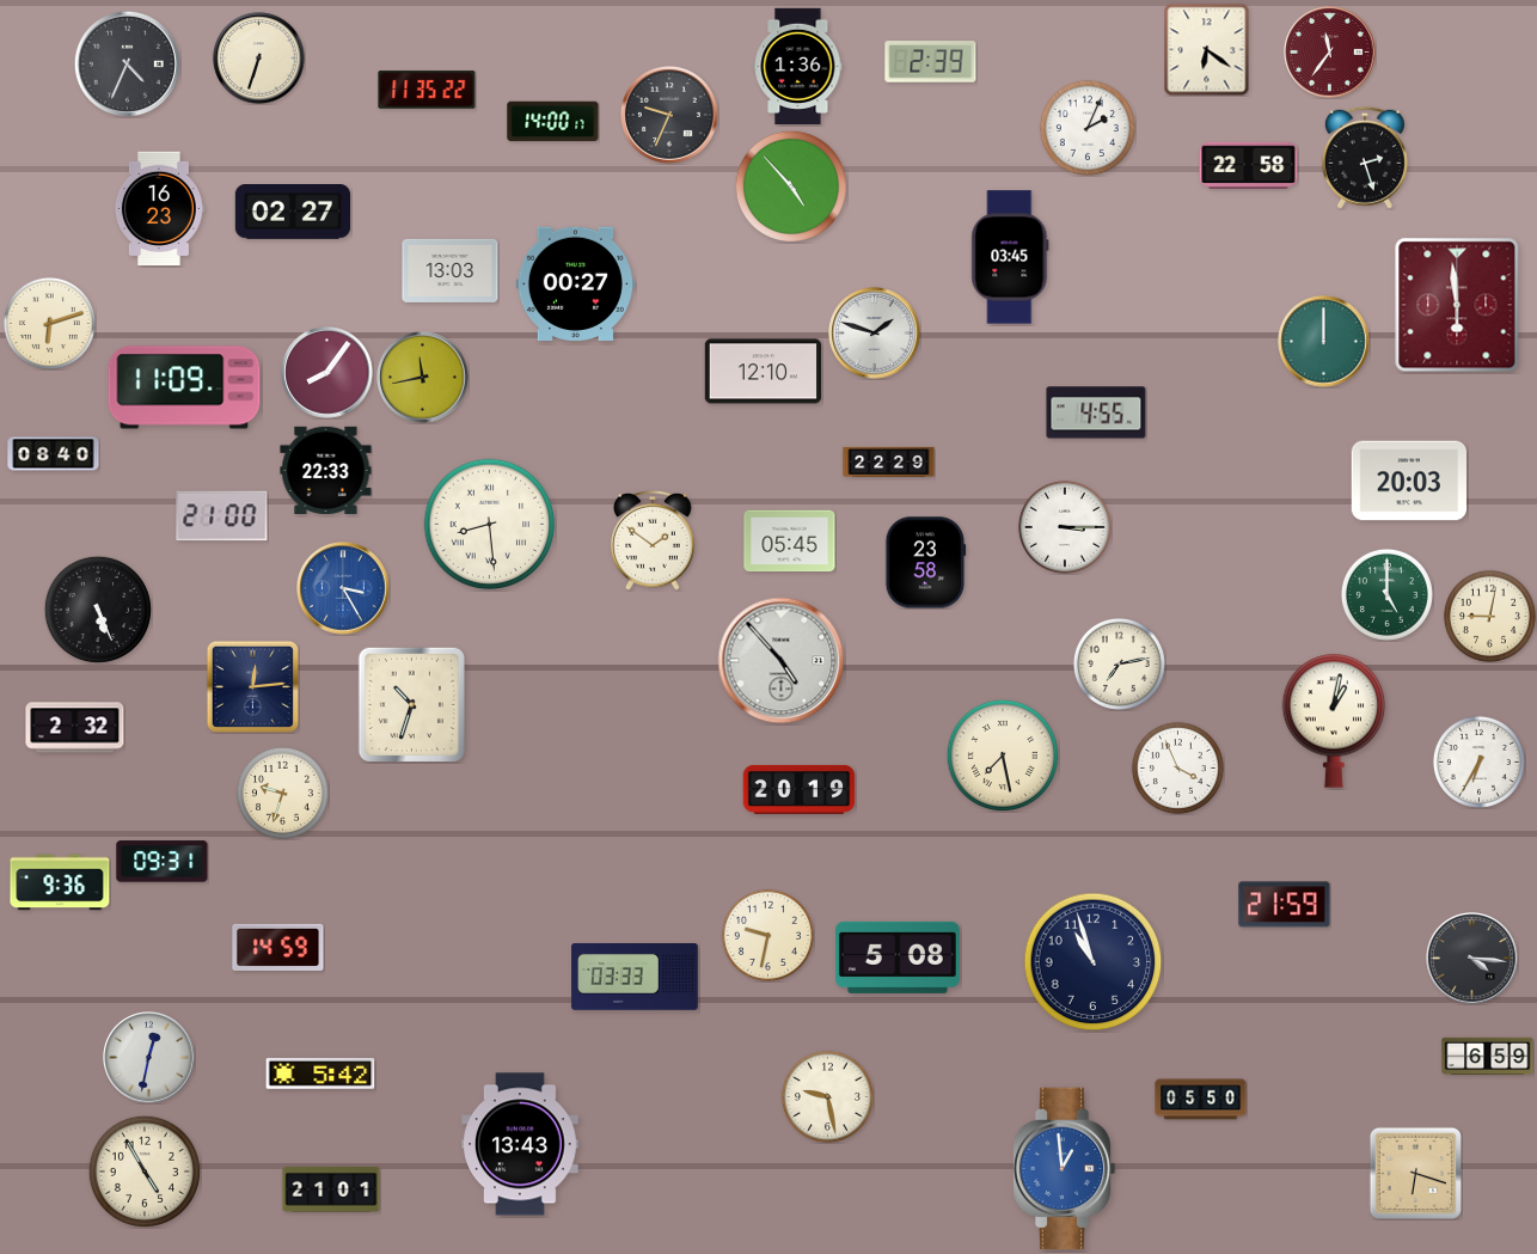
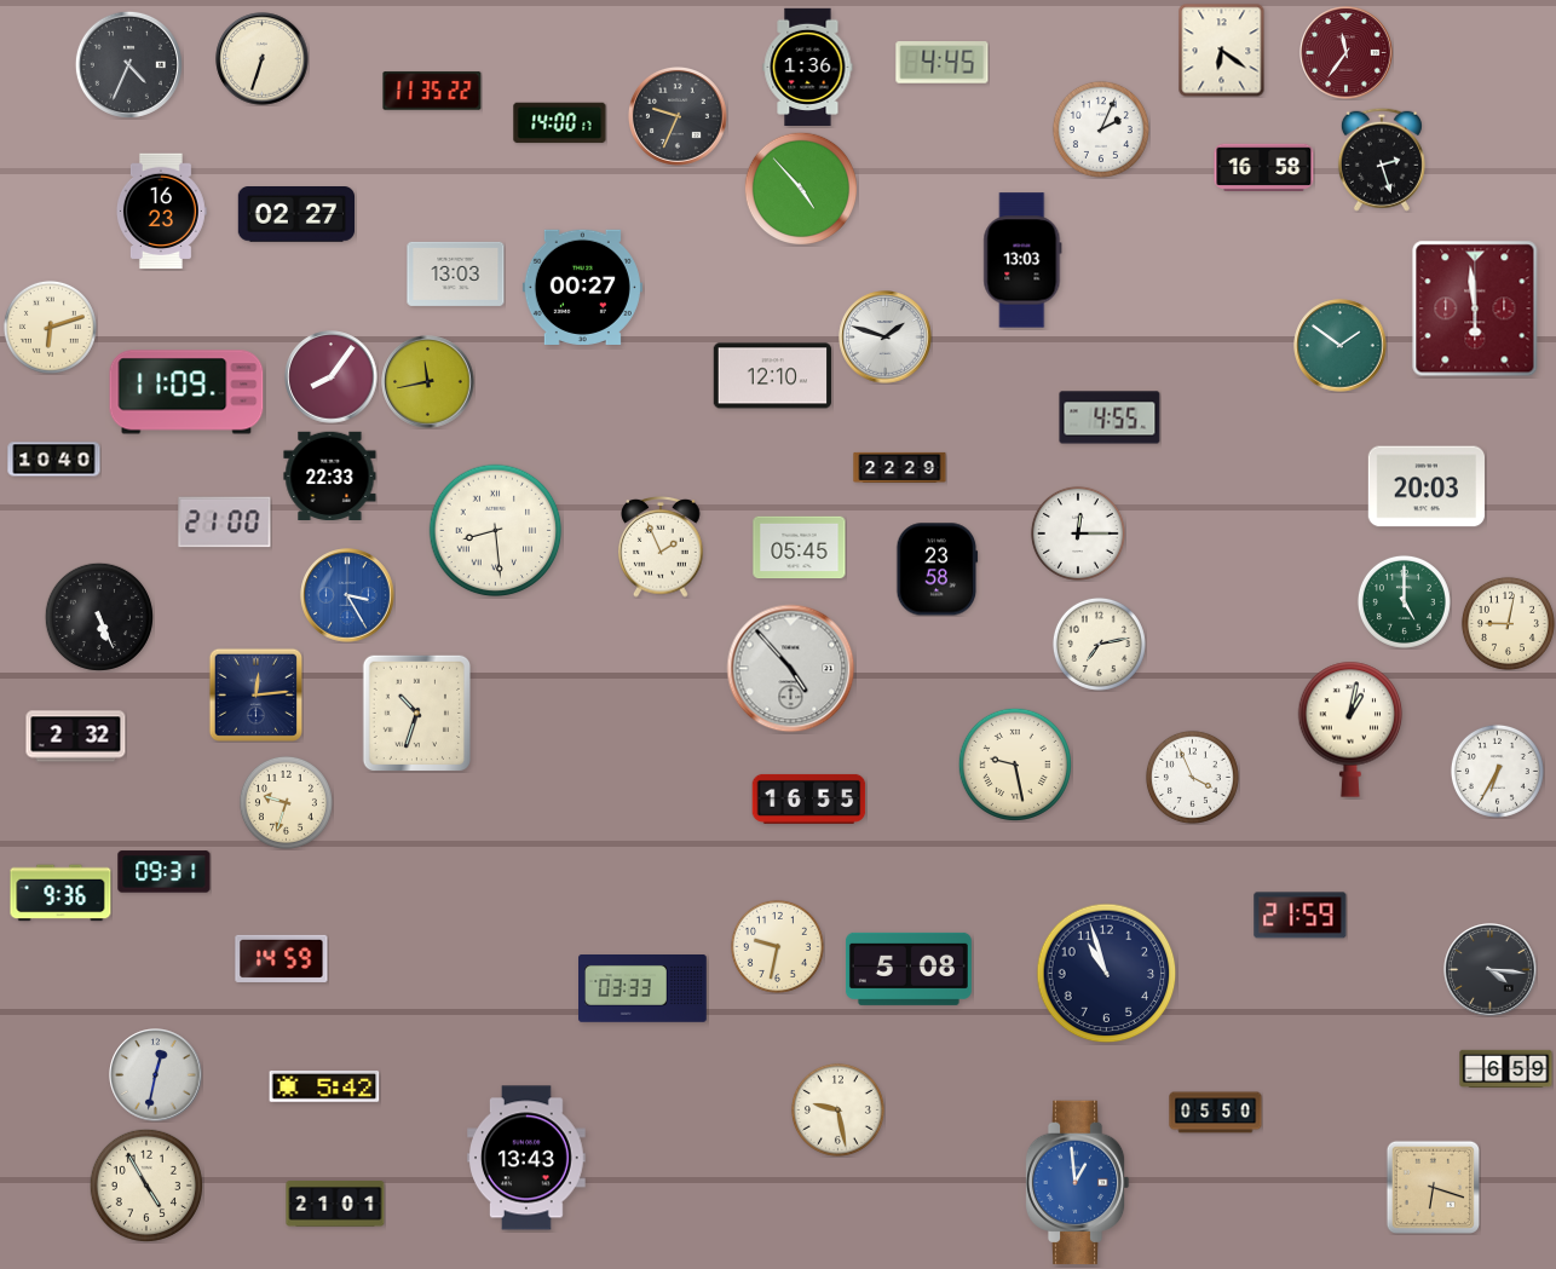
clock at (931, 62): 2:39 -> 4:45
clock at (1249, 165): 22:58 -> 16:58
clock at (1010, 257): 03:45 -> 13:03
clock at (1324, 342): 12:00 -> 1:51
clock at (54, 454): 08:40 -> 10:40
clock at (1065, 527): 3:15 -> 12:15
clock at (653, 542): 1:51 -> 1:56
clock at (1119, 663) position: (1119, 663) -> (1099, 644)
clock at (1002, 754): 7:28 -> 9:28
clock at (800, 789): 20:19 -> 16:55
clock at (149, 1058) position: (149, 1058) -> (156, 1075)
